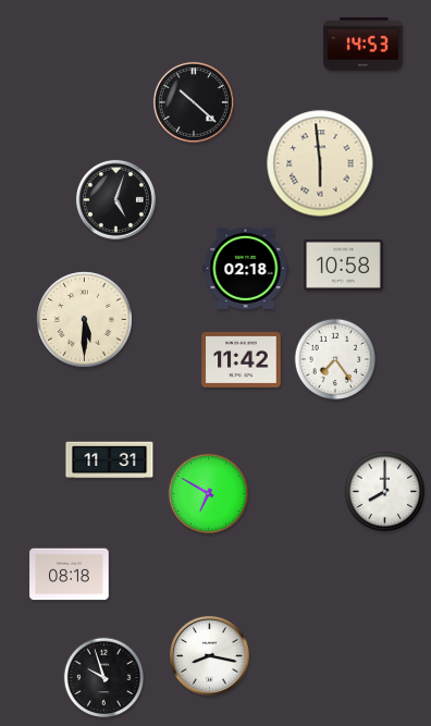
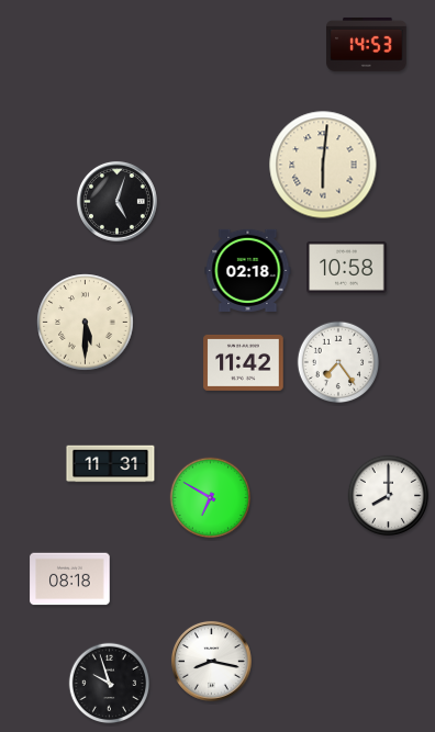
clock at (194, 102): 10:22 -> none
clock at (320, 163): 5:59 -> 6:01
clock at (104, 678) position: (104, 678) -> (110, 684)
